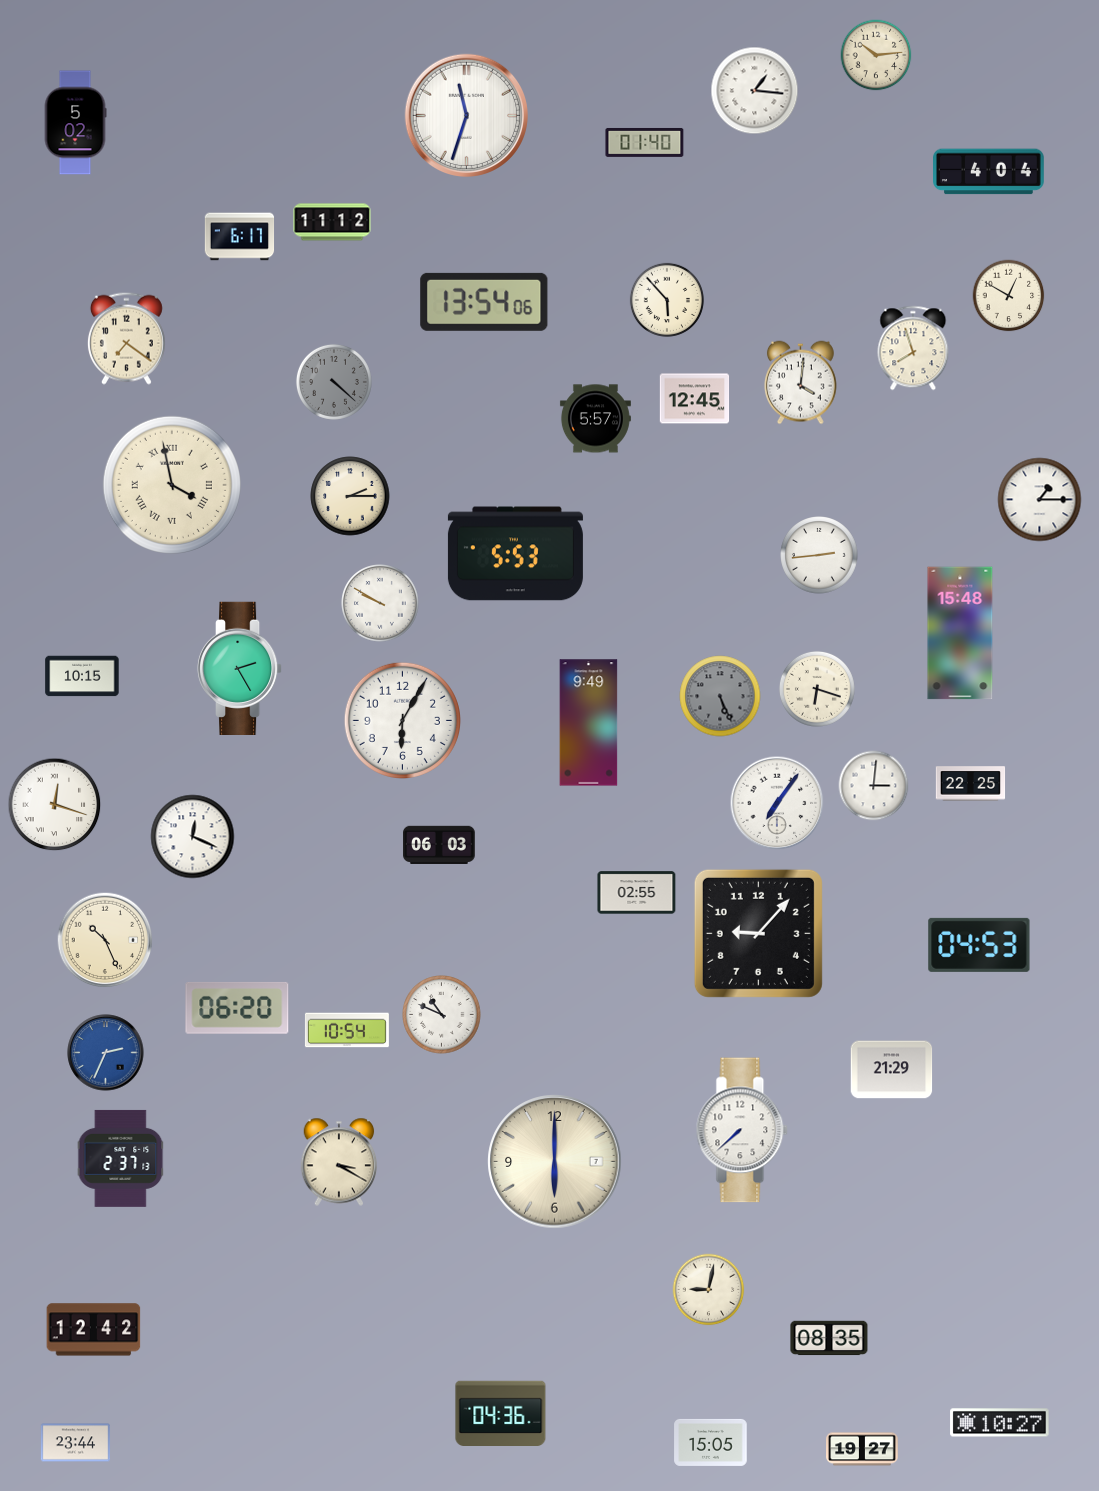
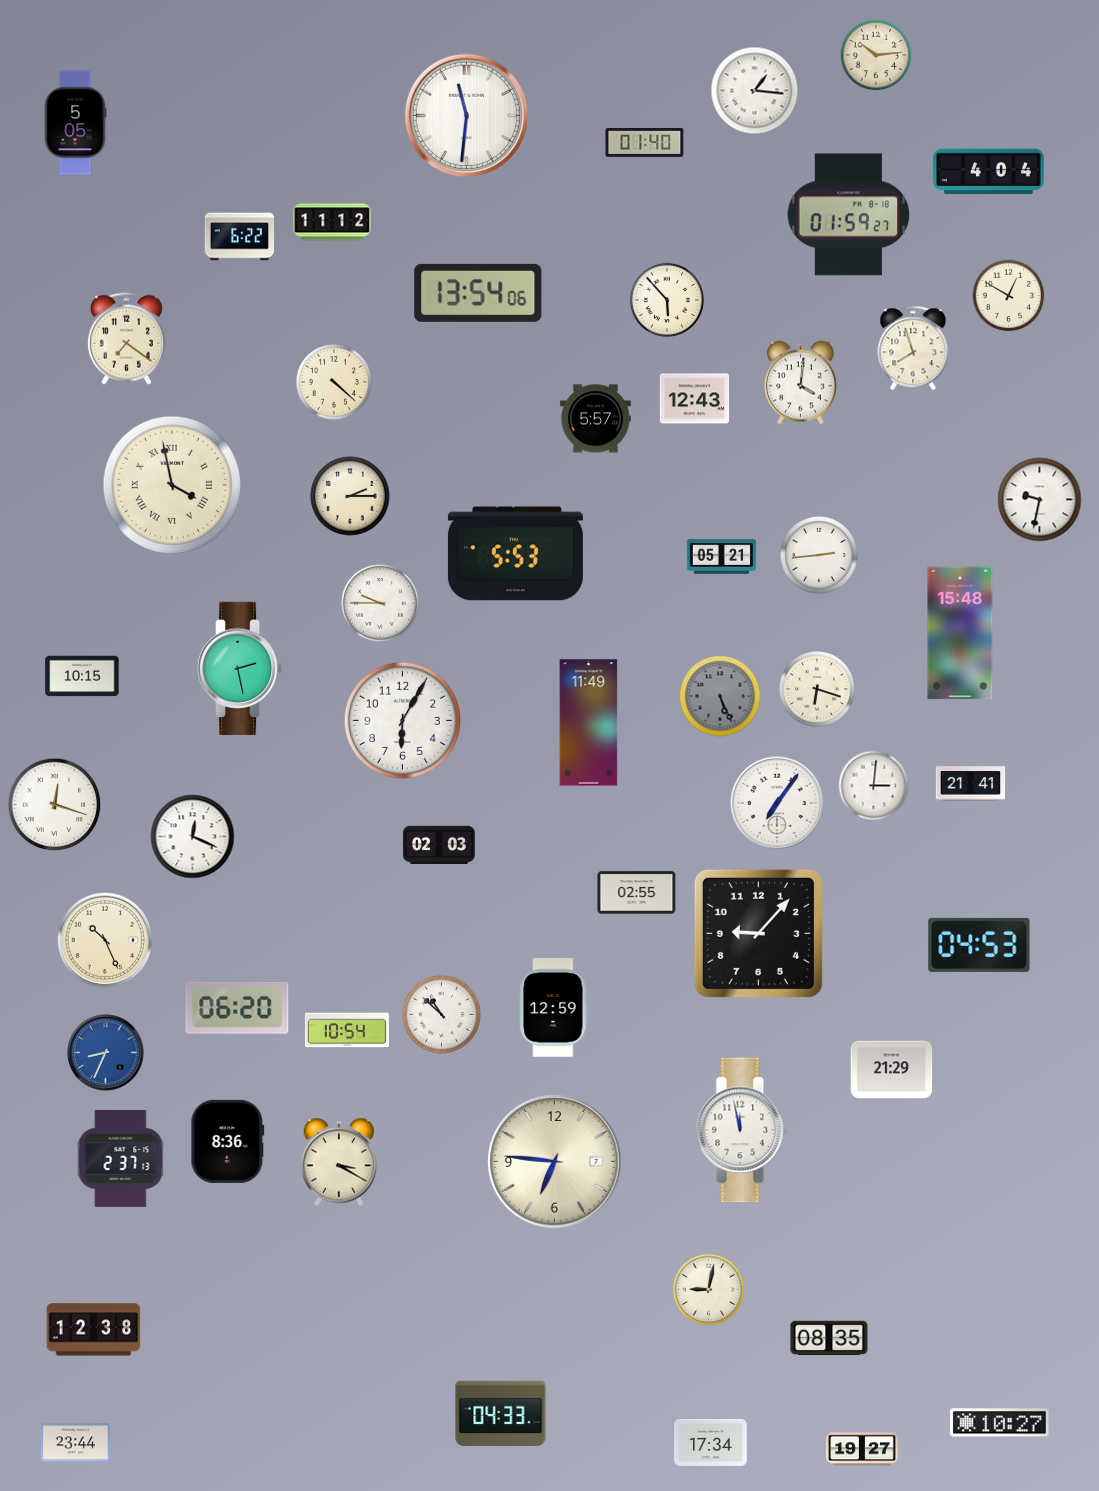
clock at (466, 115): 11:33 -> 11:31
clock at (75, 123): 5:02 -> 5:05
clock at (849, 215): none -> 01:59
clock at (240, 237): 6:17 -> 6:22
clock at (484, 302) position: (484, 302) -> (478, 293)
clock at (334, 382) dial: grey -> cream
clock at (695, 399): 12:45 -> 12:43
clock at (1040, 500): 1:15 -> 9:32
clock at (722, 557): none -> 05:21
clock at (381, 604): 9:50 -> 9:45
clock at (240, 668): 2:25 -> 2:28
clock at (589, 723): 9:49 -> 11:49
clock at (971, 784): 22:25 -> 21:41
clock at (440, 845): 06:03 -> 02:03
clock at (554, 1008): none -> 12:59
clock at (442, 1015): 10:49 -> 10:52
clock at (106, 1053): 2:34 -> 8:34
clock at (742, 1130): 7:38 -> 11:58
clock at (228, 1141): none -> 8:36
clock at (555, 1162): 6:00 -> 6:46
clock at (94, 1330): 12:42 -> 12:38
clock at (501, 1413): 04:36 -> 04:33
clock at (711, 1442): 15:05 -> 17:34
